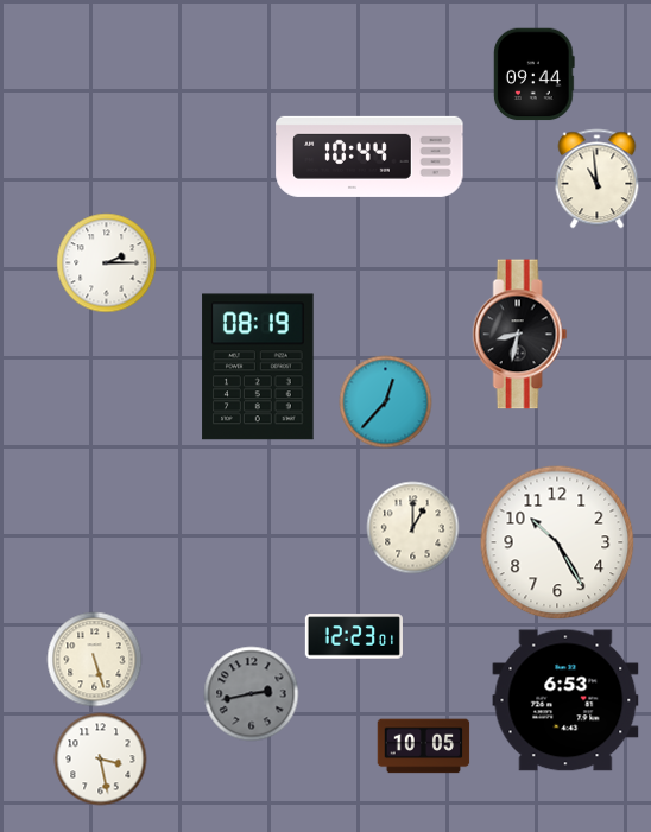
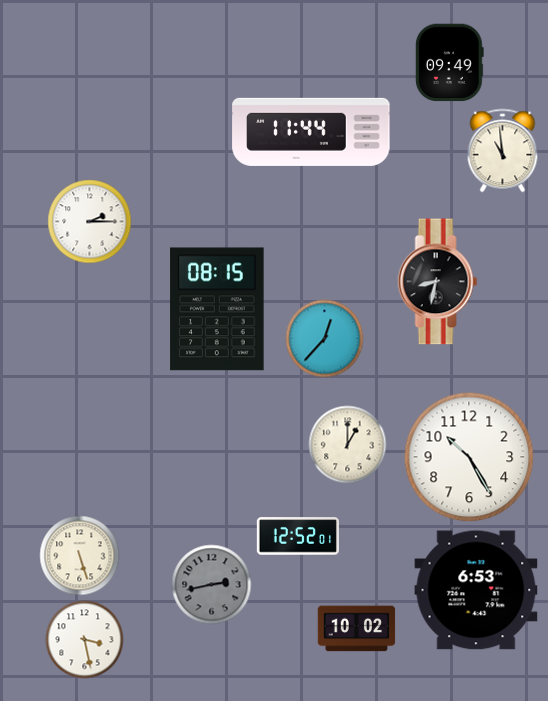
clock at (533, 74): 09:44 -> 09:49
clock at (369, 157): 10:44 -> 11:44
clock at (258, 367): 08:19 -> 08:15
clock at (354, 636): 12:23 -> 12:52
clock at (423, 747): 10:05 -> 10:02
